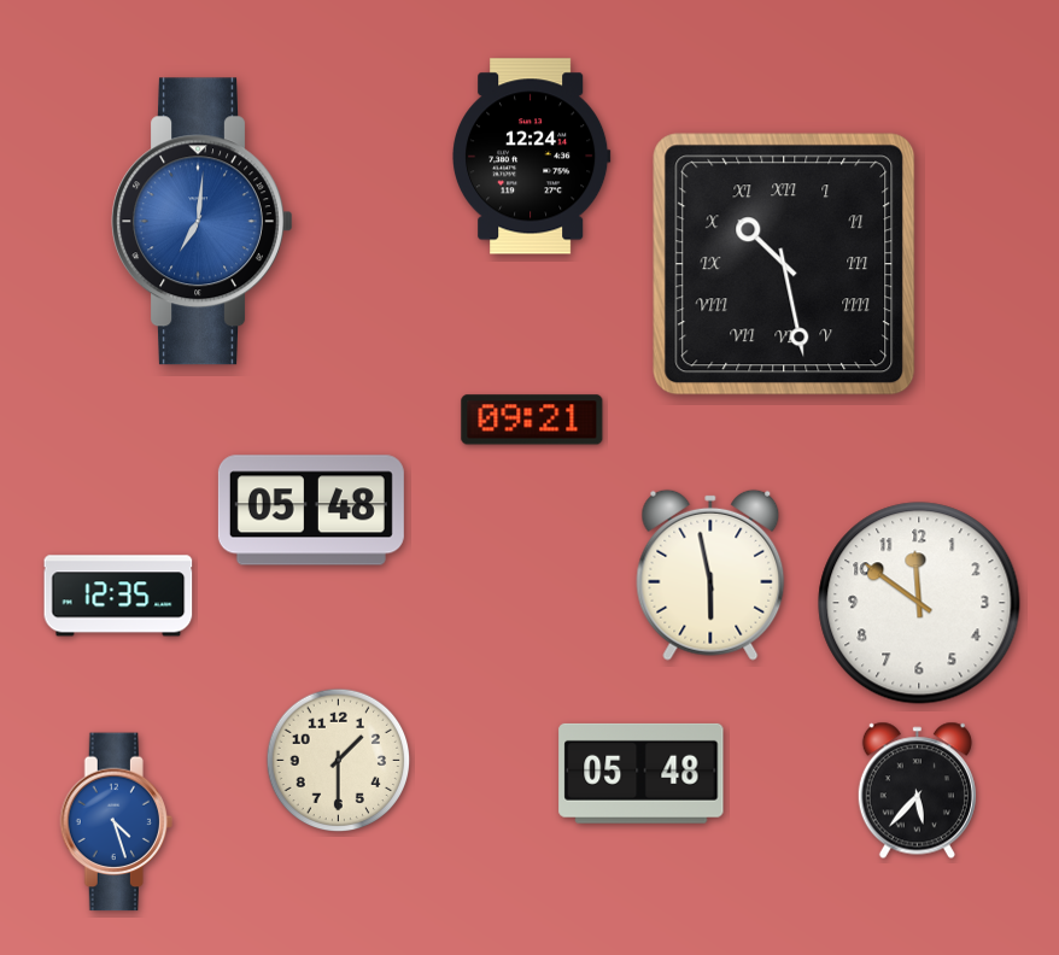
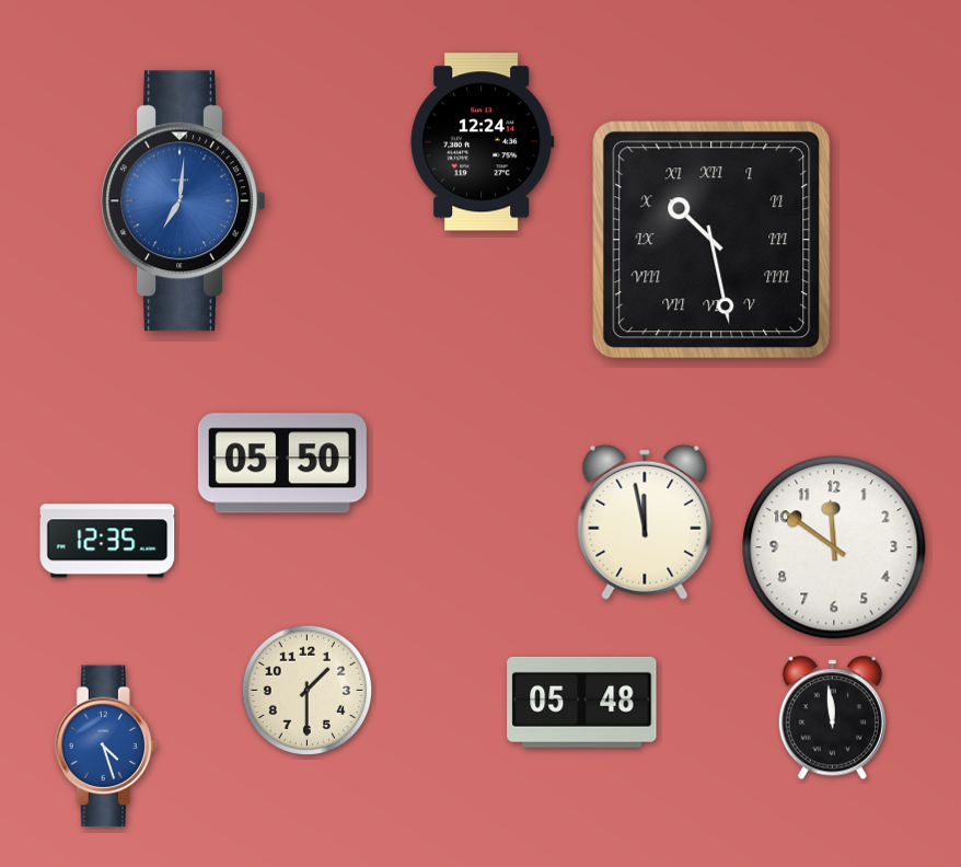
clock at (532, 420): 09:21 -> none
clock at (311, 510): 05:48 -> 05:50
clock at (710, 575): 5:58 -> 11:58
clock at (917, 791): 5:37 -> 11:59
